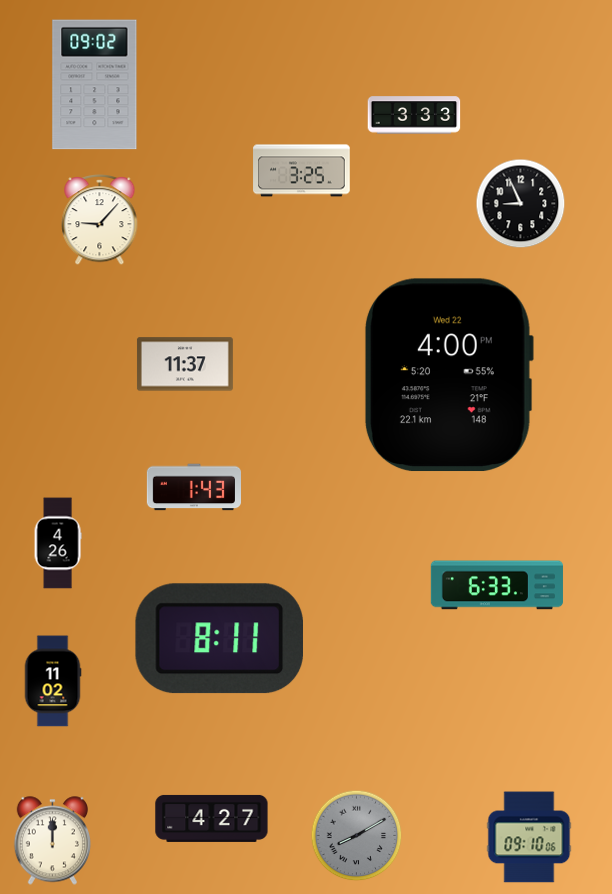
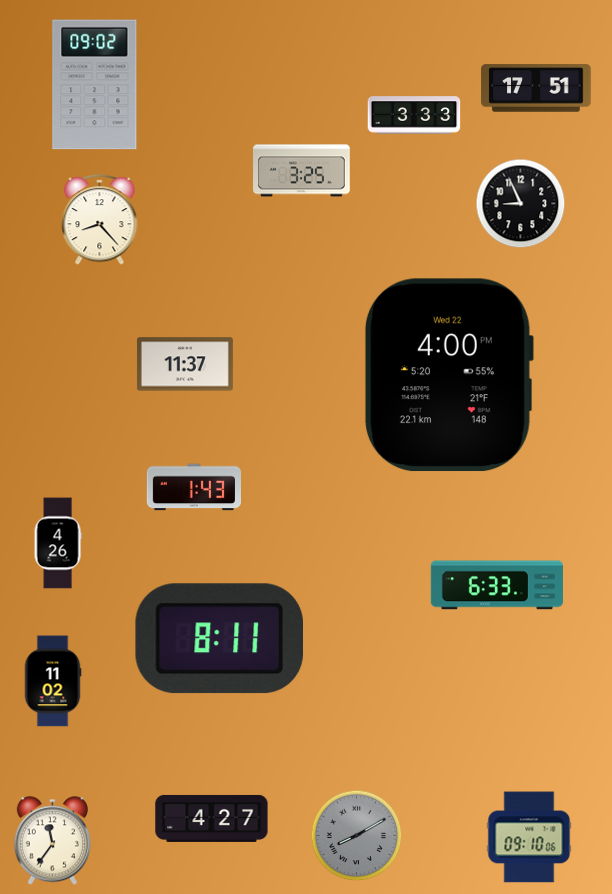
clock at (536, 88): none -> 17:51
clock at (100, 220): 9:07 -> 8:23
clock at (52, 841): 12:00 -> 11:36
